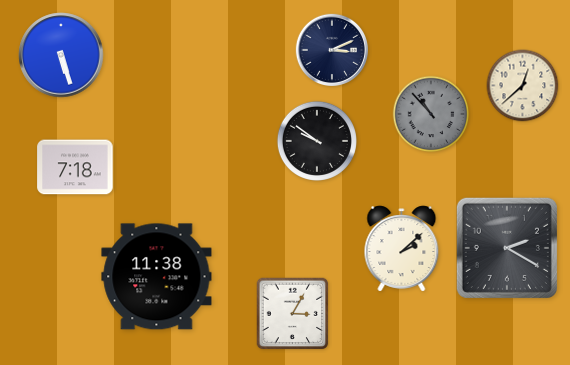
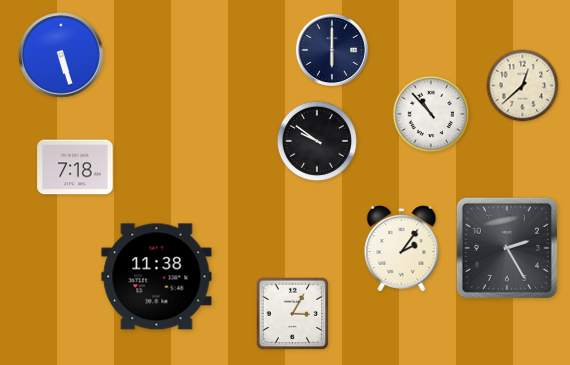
clock at (331, 49): 3:11 -> 6:00
clock at (431, 114) dial: grey -> white
clock at (507, 248): 2:20 -> 2:25
clock at (402, 249): 2:08 -> 2:06
